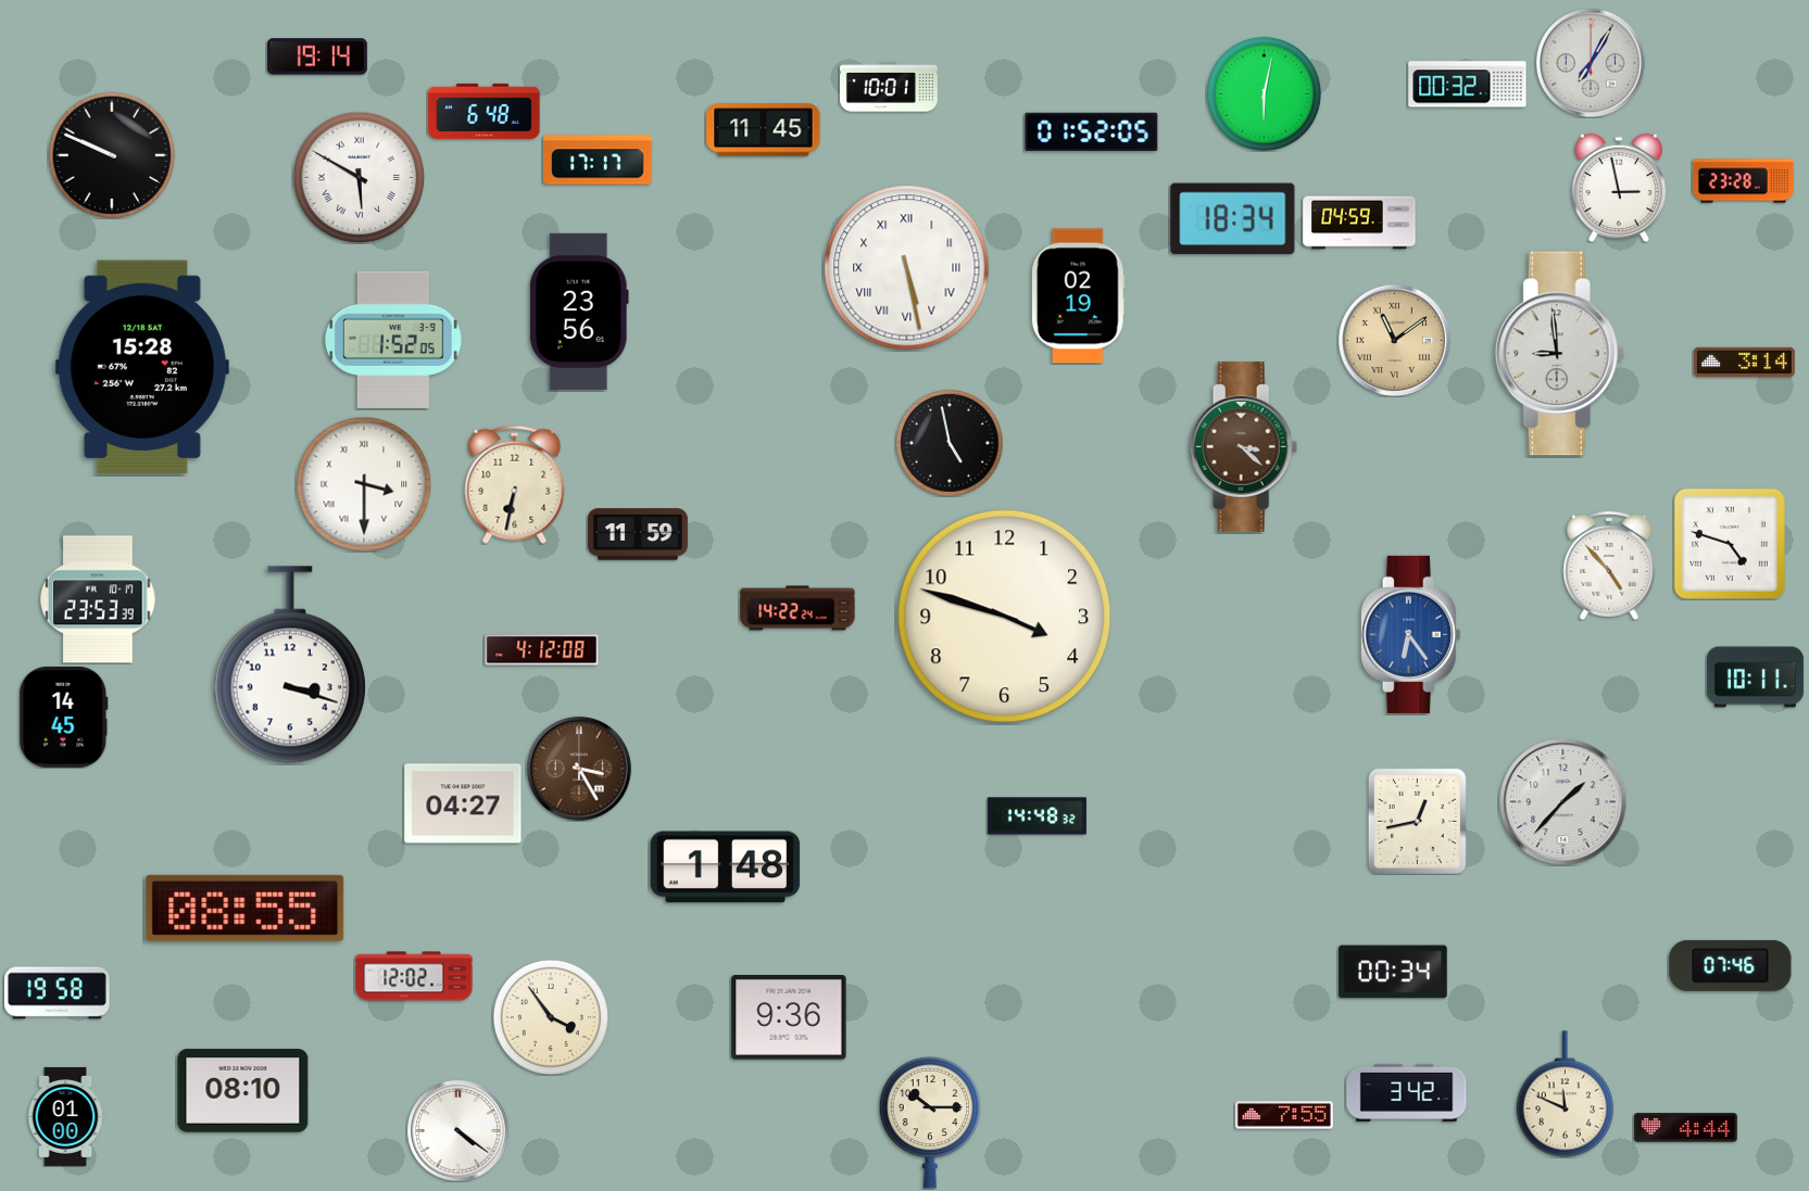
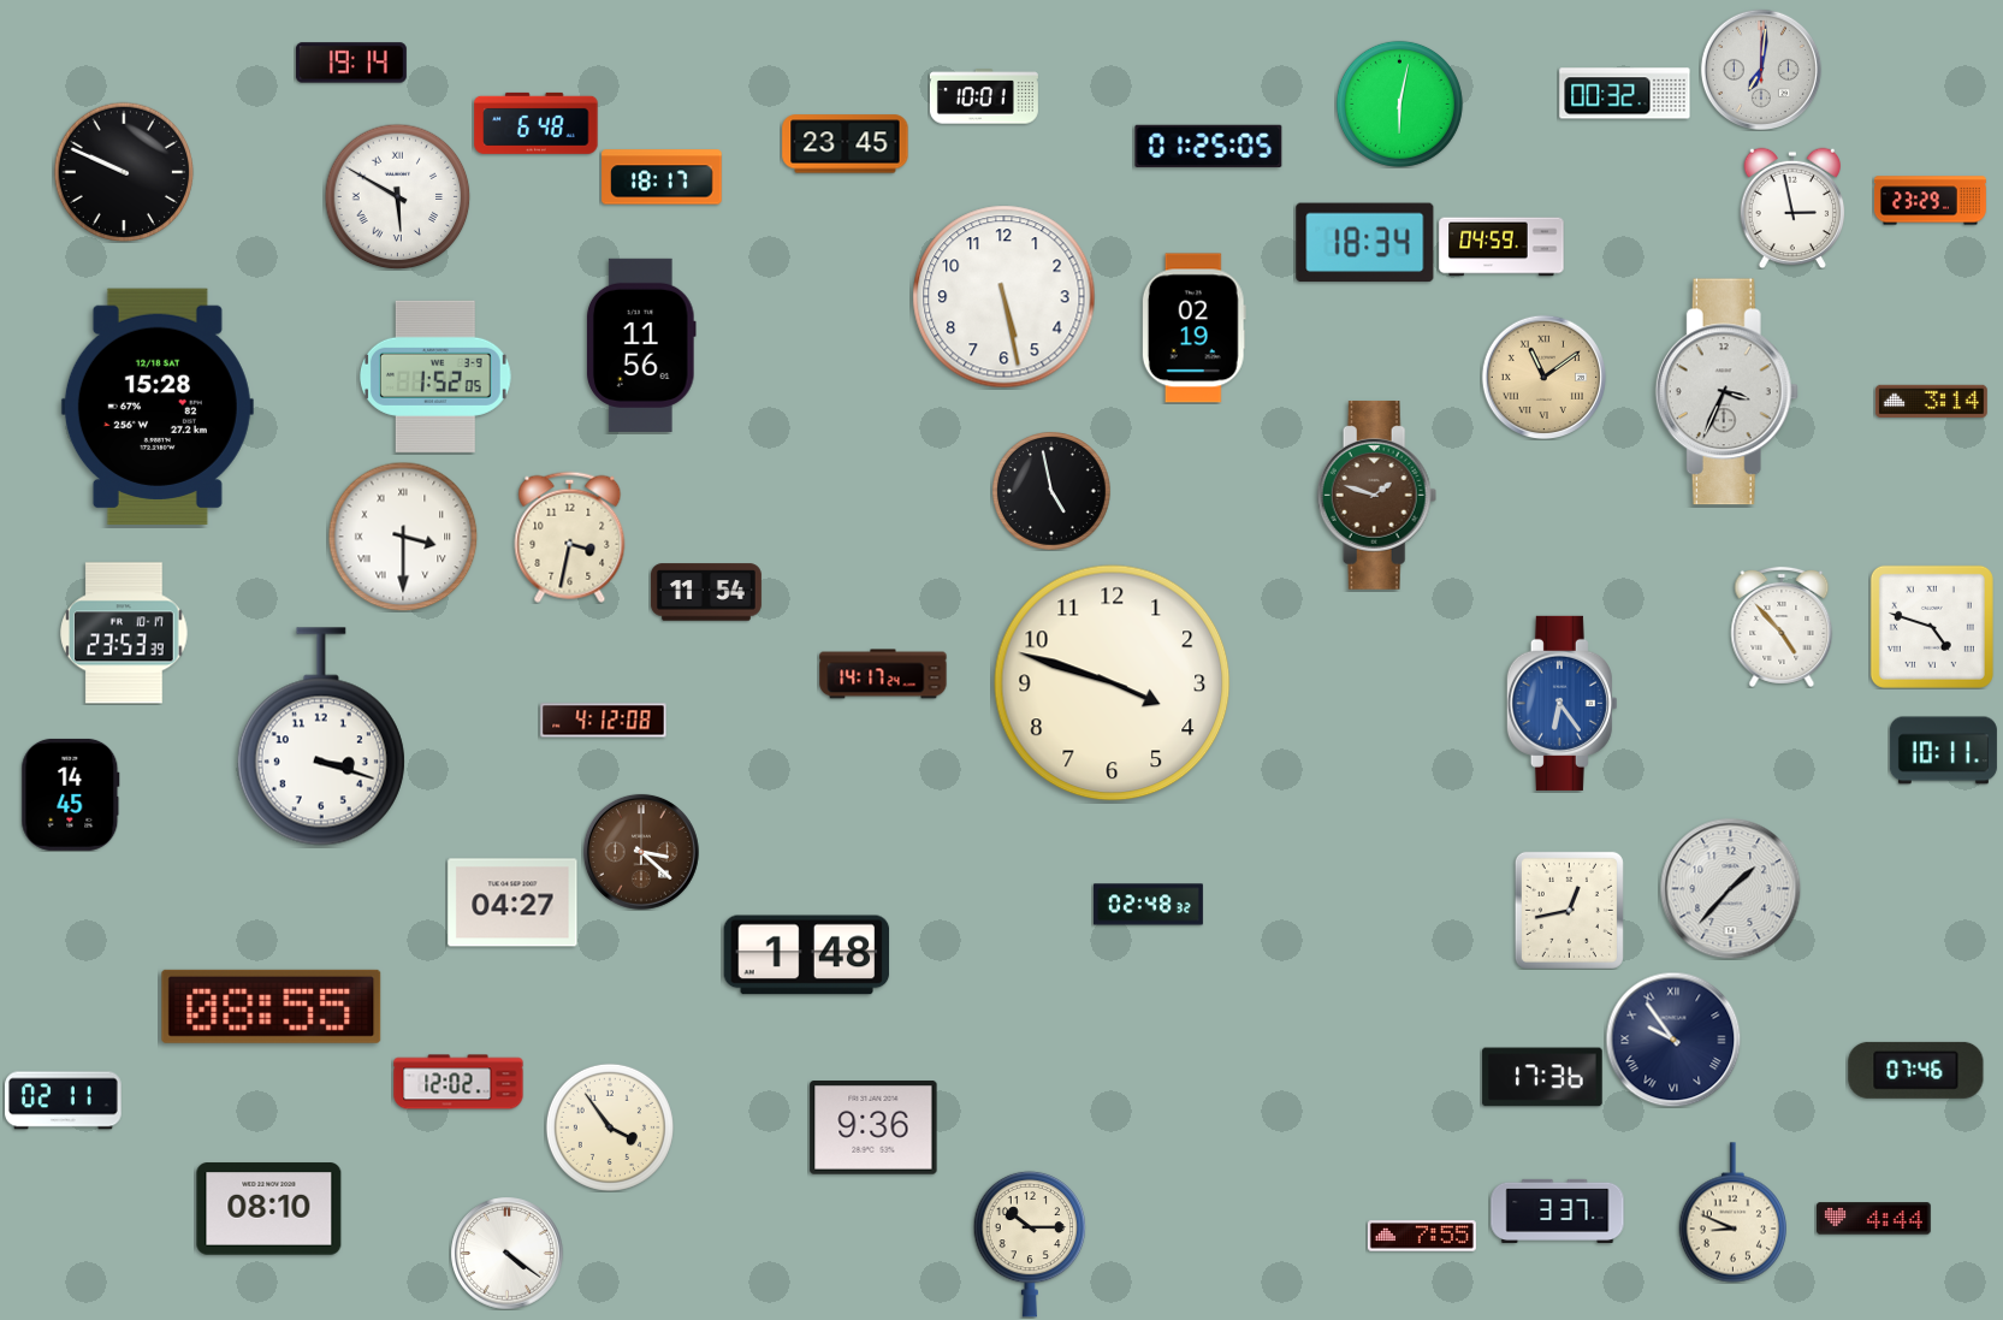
clock at (1591, 63): 7:05 -> 7:01
clock at (764, 130): 11:45 -> 23:45
clock at (1092, 131): 01:52 -> 01:25
clock at (598, 160): 17:17 -> 18:17
clock at (1743, 181): 23:28 -> 23:29
clock at (1359, 223) position: (1359, 223) -> (1501, 247)
clock at (907, 268) numerals: Roman -> Arabic
clock at (579, 312): 23:56 -> 11:56
clock at (1559, 354): 8:59 -> 3:34
clock at (1244, 447): 3:22 -> 1:48
clock at (515, 484): 6:32 -> 3:32
clock at (638, 534): 11:59 -> 11:54
clock at (1730, 544) position: (1730, 544) -> (1932, 627)
clock at (98, 599) position: (98, 599) -> (124, 633)
clock at (797, 608): 14:22 -> 14:17
clock at (542, 650) position: (542, 650) -> (604, 721)
clock at (579, 769): 3:25 -> 3:22
clock at (463, 803) position: (463, 803) -> (512, 902)
clock at (1037, 816): 14:48 -> 02:48
clock at (726, 867) position: (726, 867) -> (807, 955)
clock at (1673, 1040): none -> 9:54
clock at (1393, 972): 00:34 -> 17:36
clock at (58, 993): 19:58 -> 02:11
clock at (1407, 1092): 3:42 -> 3:37
clock at (1565, 1094): 11:49 -> 8:49
clock at (65, 1116): 01:00 -> none
clock at (1685, 1128) position: (1685, 1128) -> (1873, 1219)
